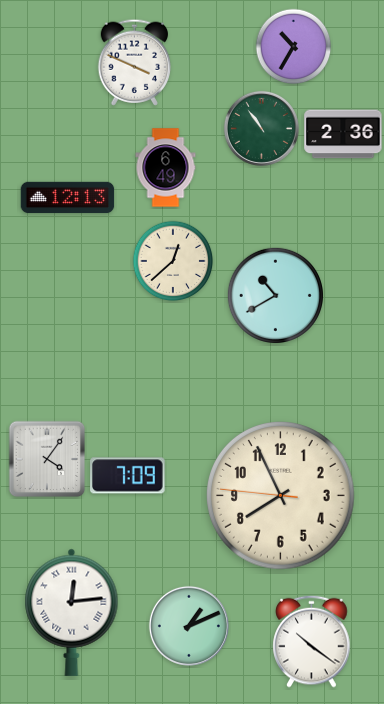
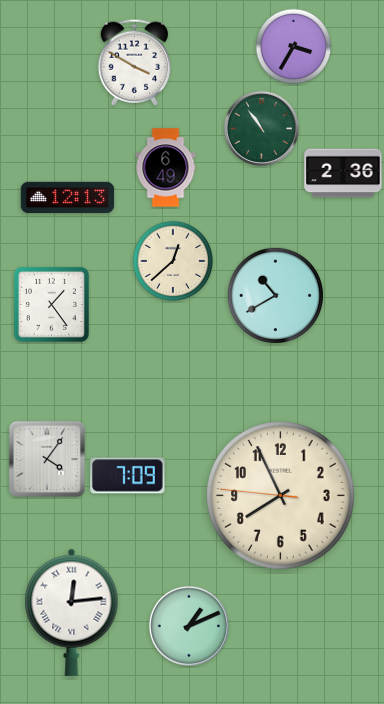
clock at (294, 47): 10:35 -> 3:35
clock at (135, 62): 3:49 -> 3:50
clock at (343, 134) position: (343, 134) -> (343, 173)
clock at (51, 304): none -> 1:24
clock at (312, 641): 10:21 -> none
